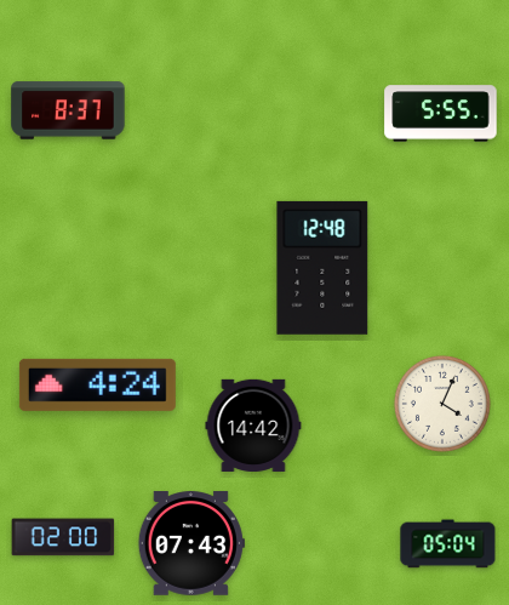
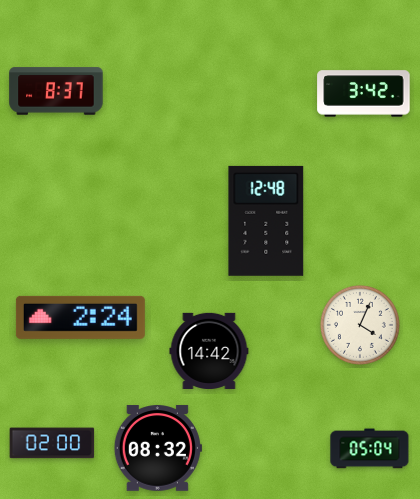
clock at (441, 114): 5:55 -> 3:42
clock at (97, 384): 4:24 -> 2:24
clock at (442, 404) position: (442, 404) -> (360, 325)
clock at (191, 543): 07:43 -> 08:32
